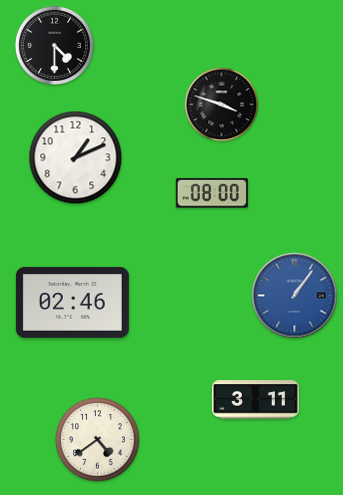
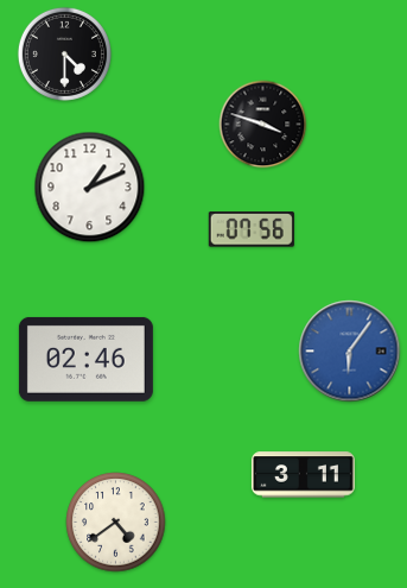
clock at (212, 193): 08:00 -> 07:56
clock at (295, 296): 1:06 -> 6:06
